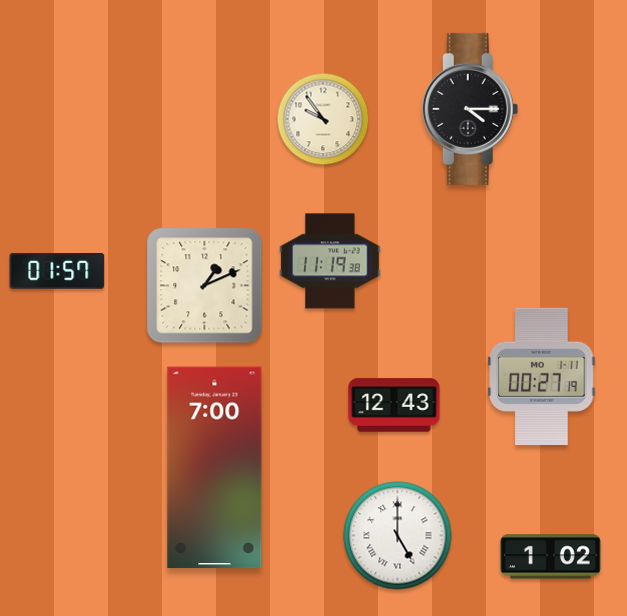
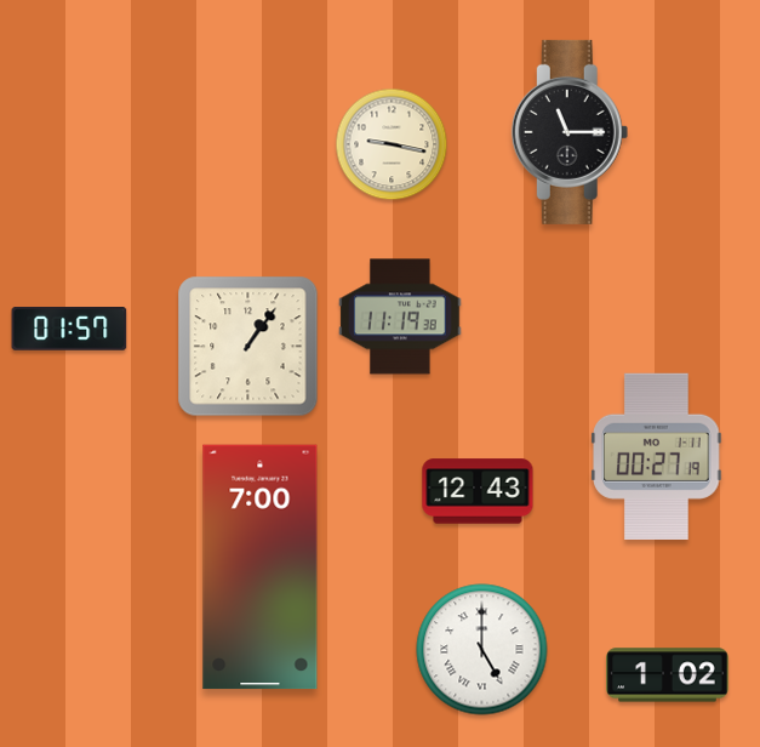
clock at (470, 109): 4:15 -> 11:15
clock at (323, 119): 9:54 -> 9:17
clock at (205, 286): 1:11 -> 1:06
